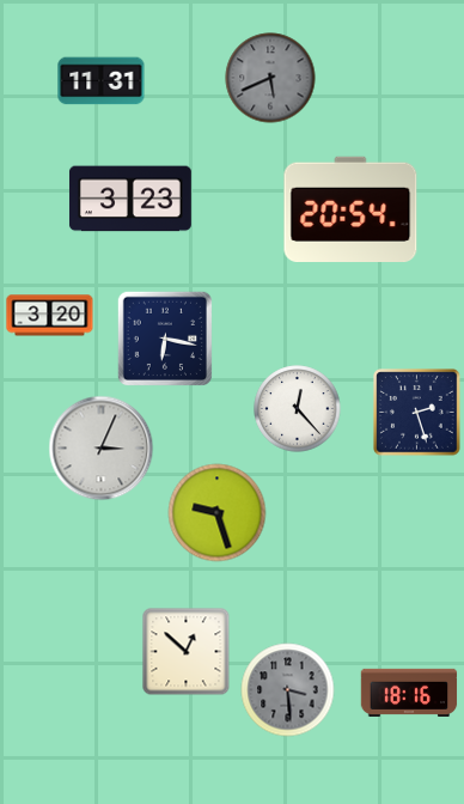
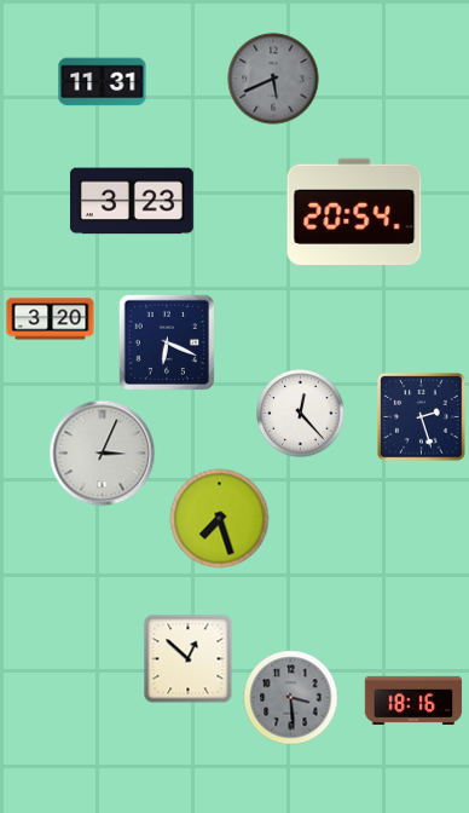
clock at (164, 337): 6:17 -> 6:19
clock at (218, 513): 9:27 -> 7:27
